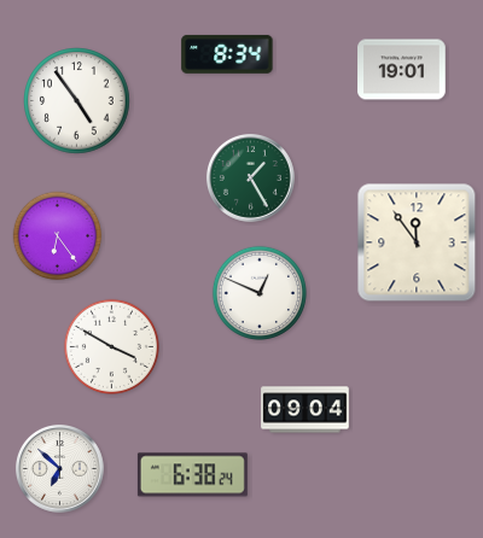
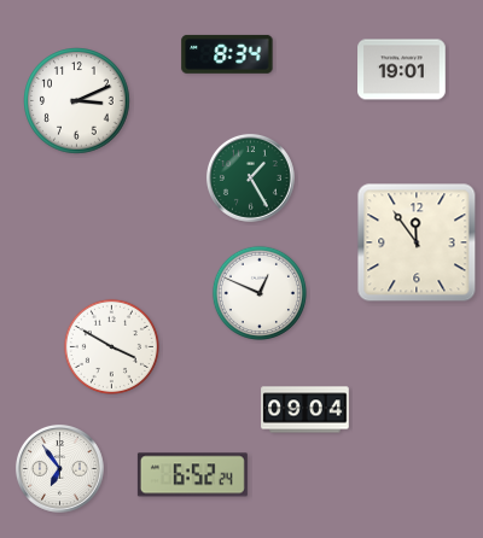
clock at (77, 101): 4:54 -> 3:11
clock at (58, 236): 6:24 -> none
clock at (59, 468): 6:52 -> 6:54
clock at (192, 475): 6:38 -> 6:52
